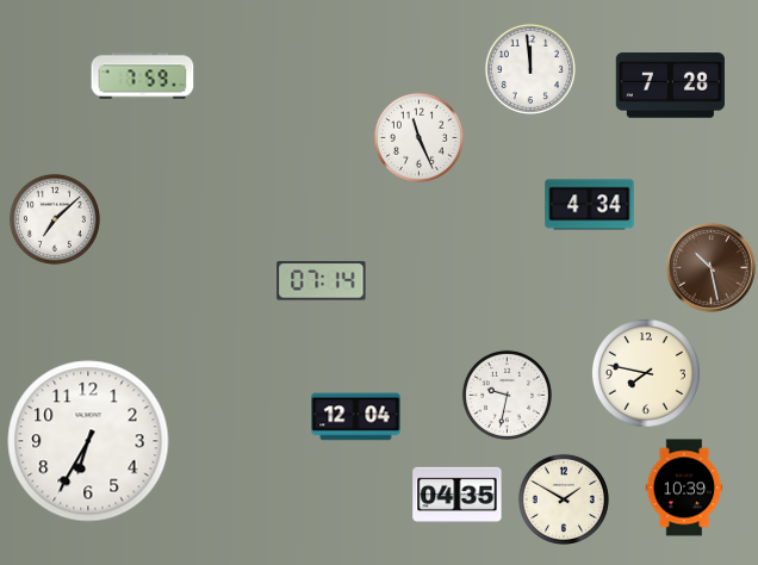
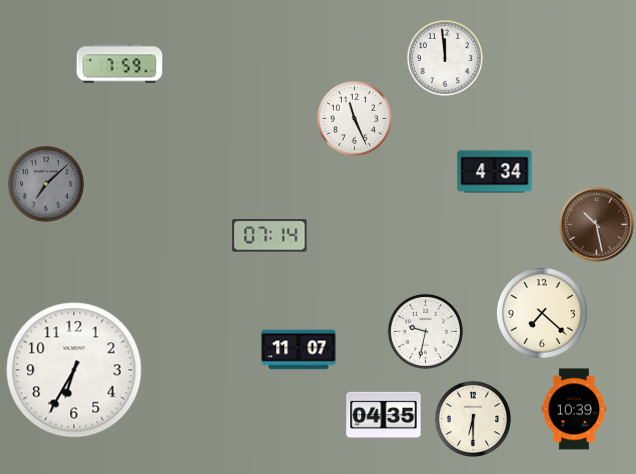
clock at (670, 86): 7:28 -> none
clock at (418, 137) position: (418, 137) -> (354, 118)
clock at (55, 219) dial: white -> grey
clock at (646, 373): 7:47 -> 7:22
clock at (356, 417): 12:04 -> 11:07
clock at (564, 499): 1:50 -> 6:30
